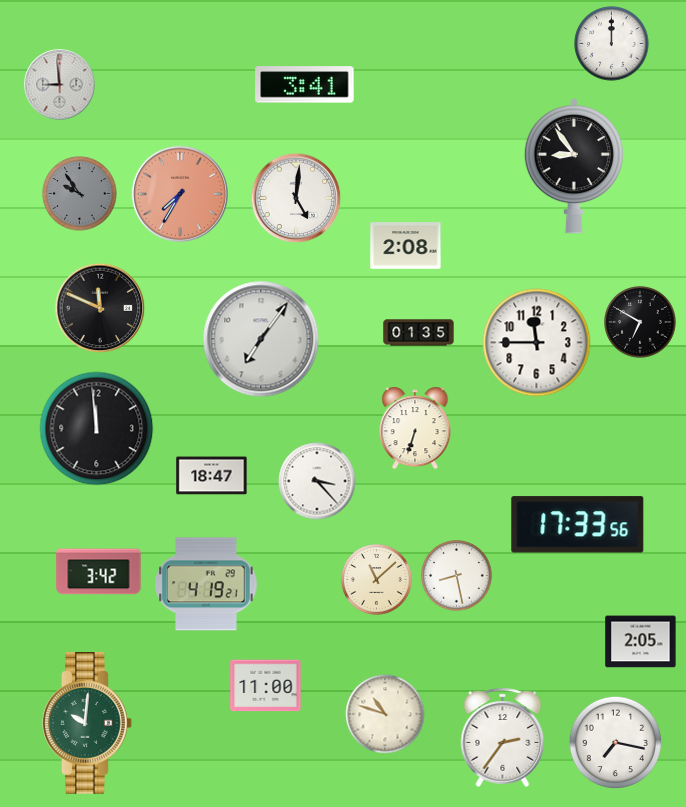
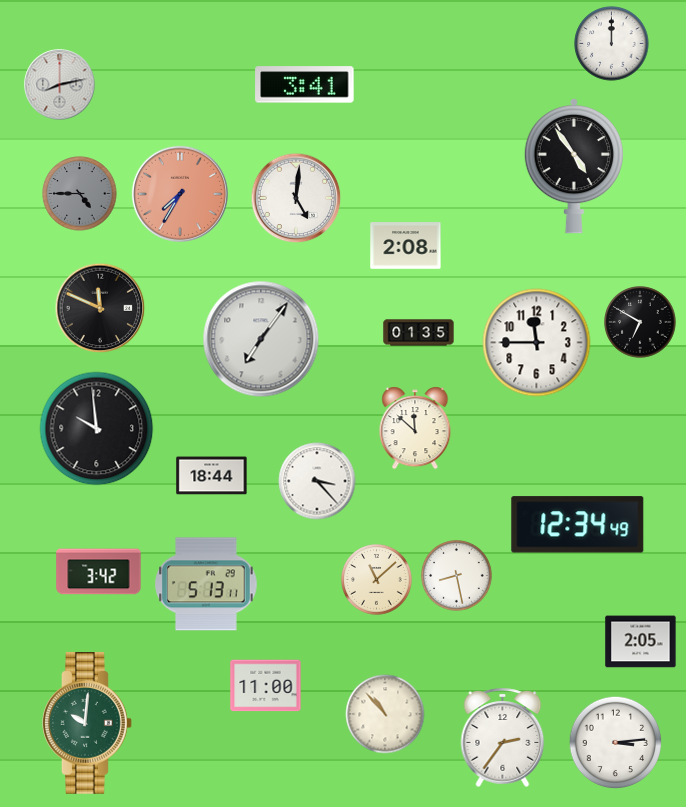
clock at (60, 85): 8:59 -> 8:13
clock at (574, 166): 8:54 -> 4:54
clock at (80, 194): 9:54 -> 4:45
clock at (415, 428): 6:33 -> 11:52
clock at (97, 429): 11:59 -> 9:59
clock at (212, 476): 18:47 -> 18:44
clock at (578, 525): 17:33 -> 12:34
clock at (206, 584): 4:19 -> 5:13
clock at (385, 714): 10:48 -> 10:53
clock at (616, 743): 7:17 -> 3:14
